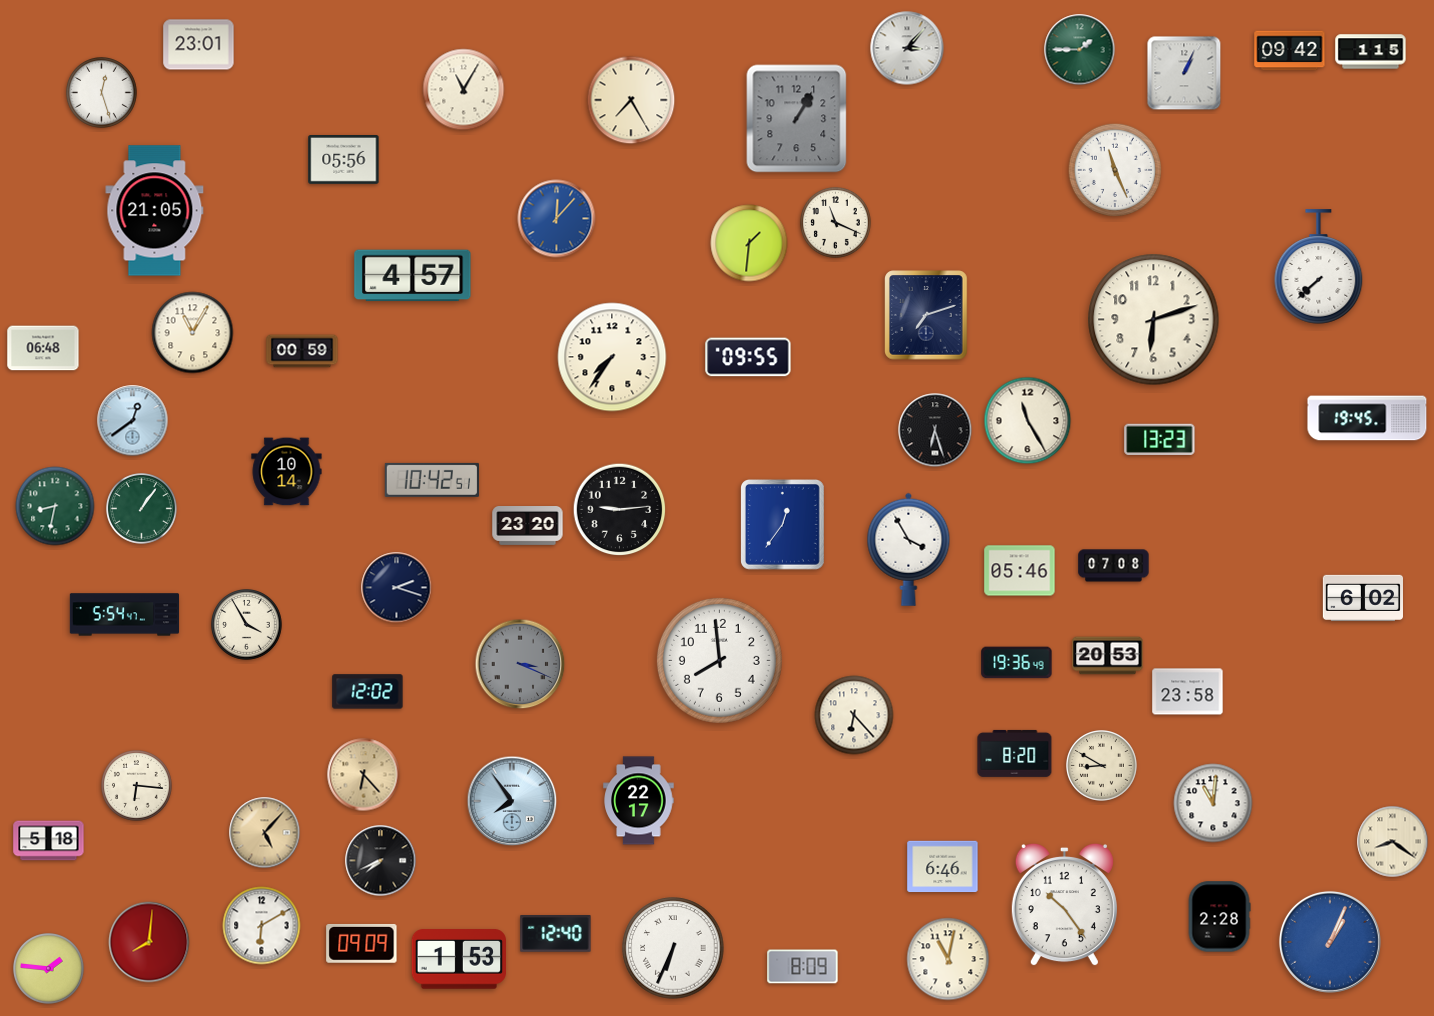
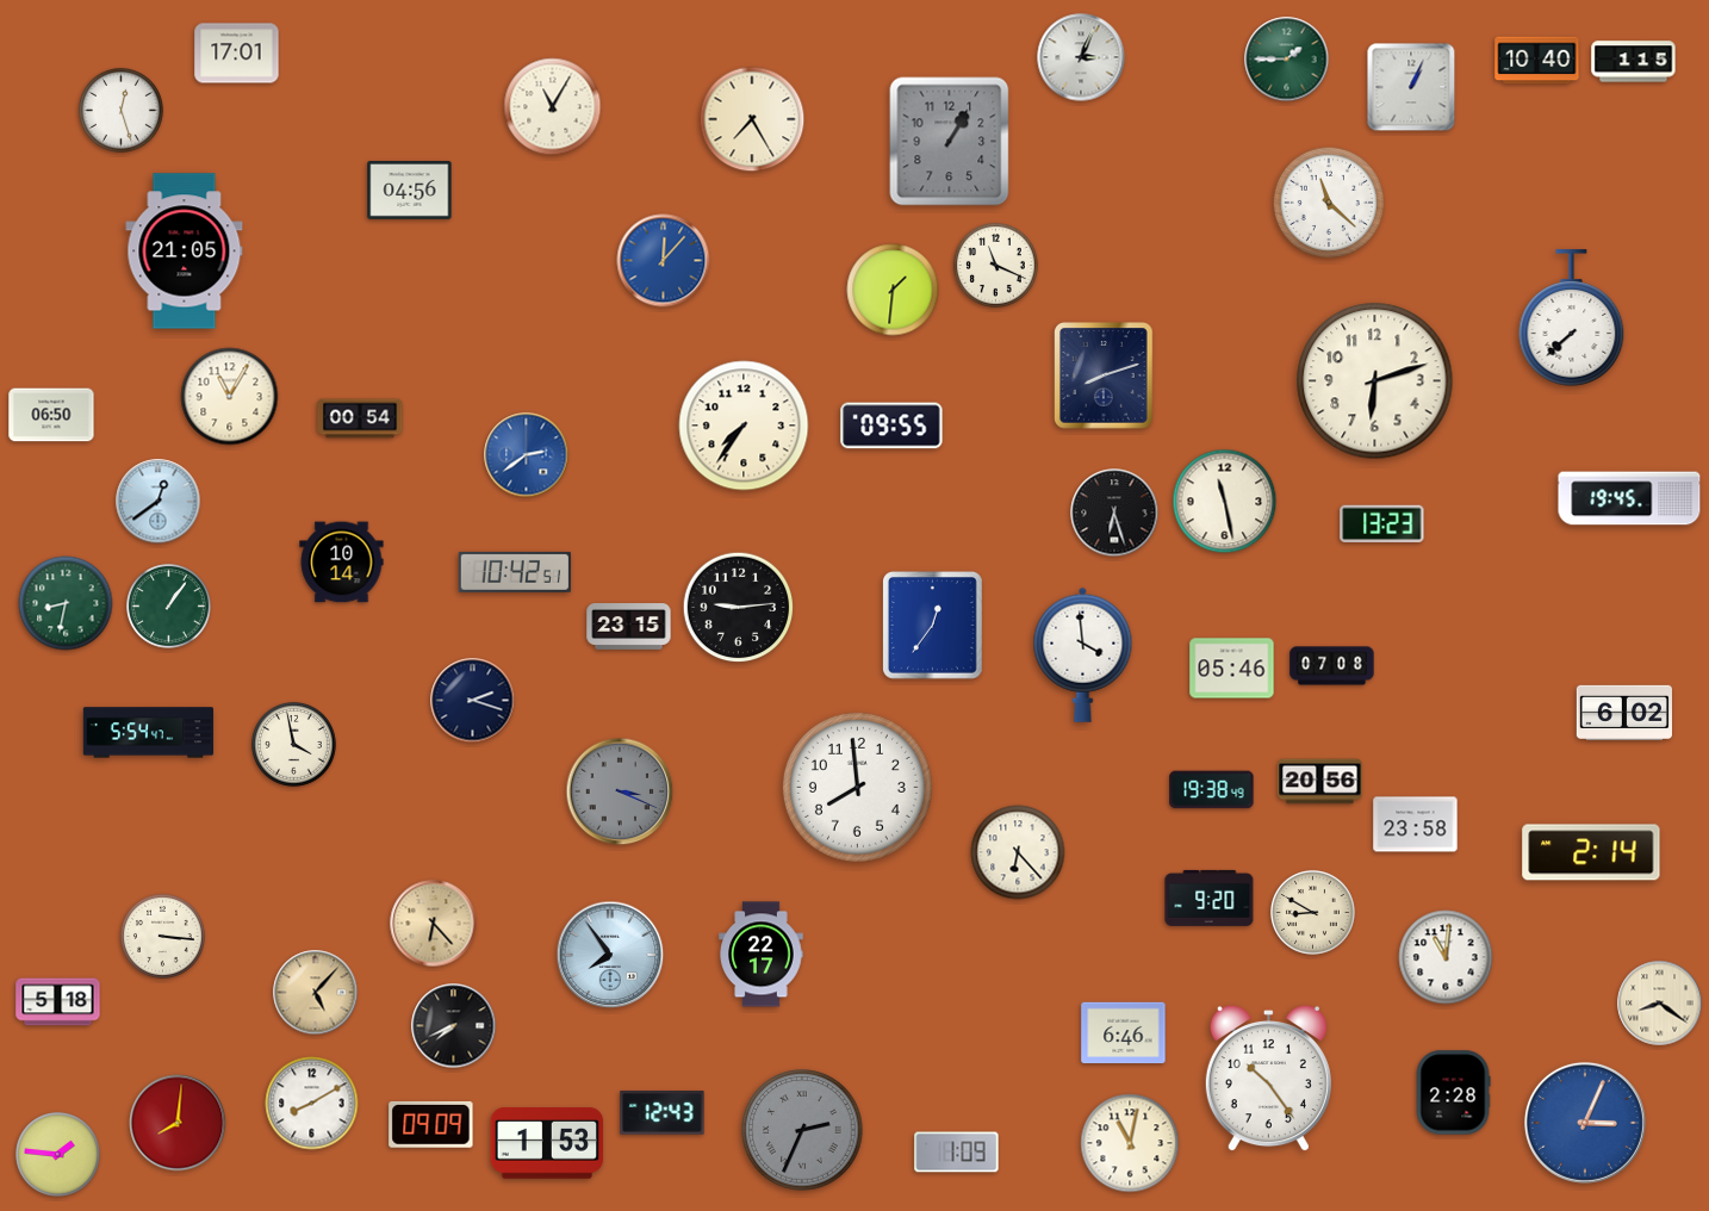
clock at (199, 45): 23:01 -> 17:01
clock at (907, 48): 3:07 -> 3:04
clock at (1290, 51): 09:42 -> 10:40
clock at (344, 160): 05:56 -> 04:56
clock at (1115, 170): 11:26 -> 11:22
clock at (413, 276): 4:57 -> none
clock at (926, 315): 7:12 -> 8:12
clock at (43, 348): 06:48 -> 06:50
clock at (302, 351): 00:59 -> 00:54
clock at (612, 357) position: (612, 357) -> (744, 426)
clock at (527, 455): none -> 2:39
clock at (1028, 421): 11:25 -> 11:28
clock at (528, 526): 23:20 -> 23:15
clock at (909, 549): 3:55 -> 3:59
clock at (1114, 566) position: (1114, 566) -> (1332, 666)
clock at (1020, 571) position: (1020, 571) -> (1232, 669)
clock at (247, 625): 3:55 -> 3:58
clock at (1108, 656): 20:53 -> 20:56
clock at (1017, 663): 19:36 -> 19:38
clock at (368, 692): 12:02 -> none
clock at (1591, 852): none -> 2:14
clock at (1015, 753): 8:20 -> 9:20
clock at (137, 786): 6:16 -> 3:16
clock at (262, 926): 6:10 -> 8:10
clock at (556, 934): 12:40 -> 12:43
clock at (1330, 942): 1:04 -> 3:04
clock at (673, 948): 6:34 -> 2:34
clock at (673, 948) dial: white -> grey
clock at (803, 967): 8:09 -> 1:09
